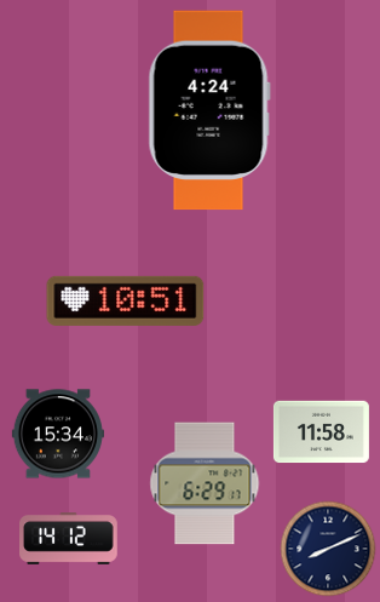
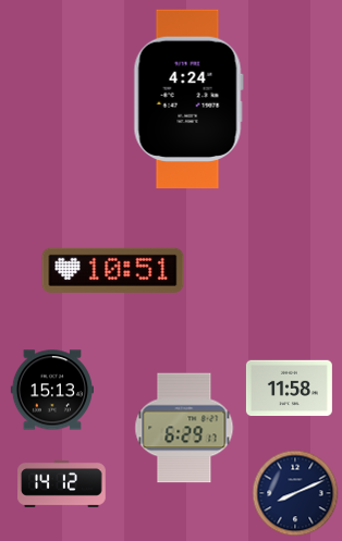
clock at (58, 434): 15:34 -> 15:13
clock at (205, 483) position: (205, 483) -> (184, 428)
